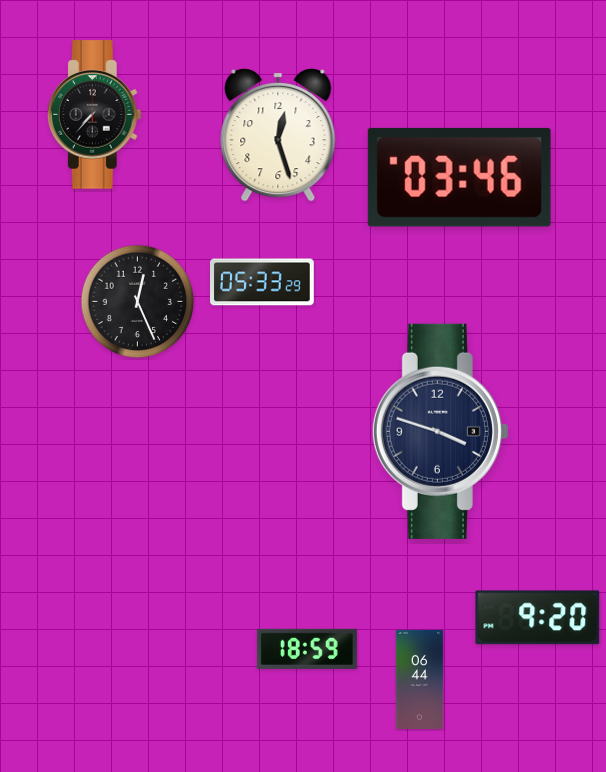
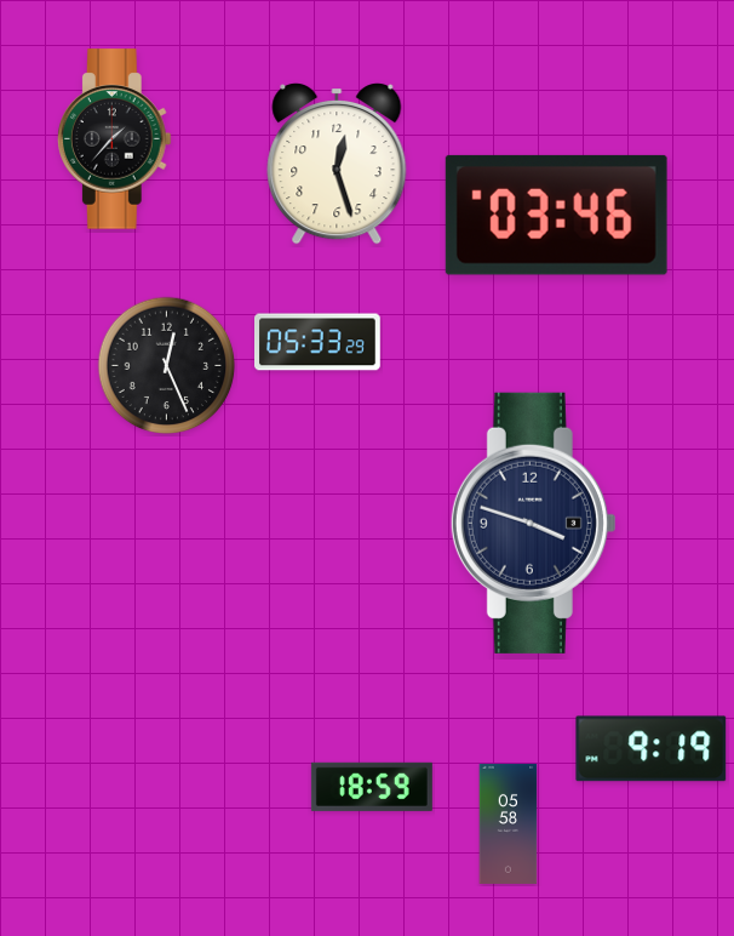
clock at (94, 115): 7:37 -> 1:37
clock at (538, 618): 9:20 -> 9:19
clock at (420, 679): 06:44 -> 05:58
